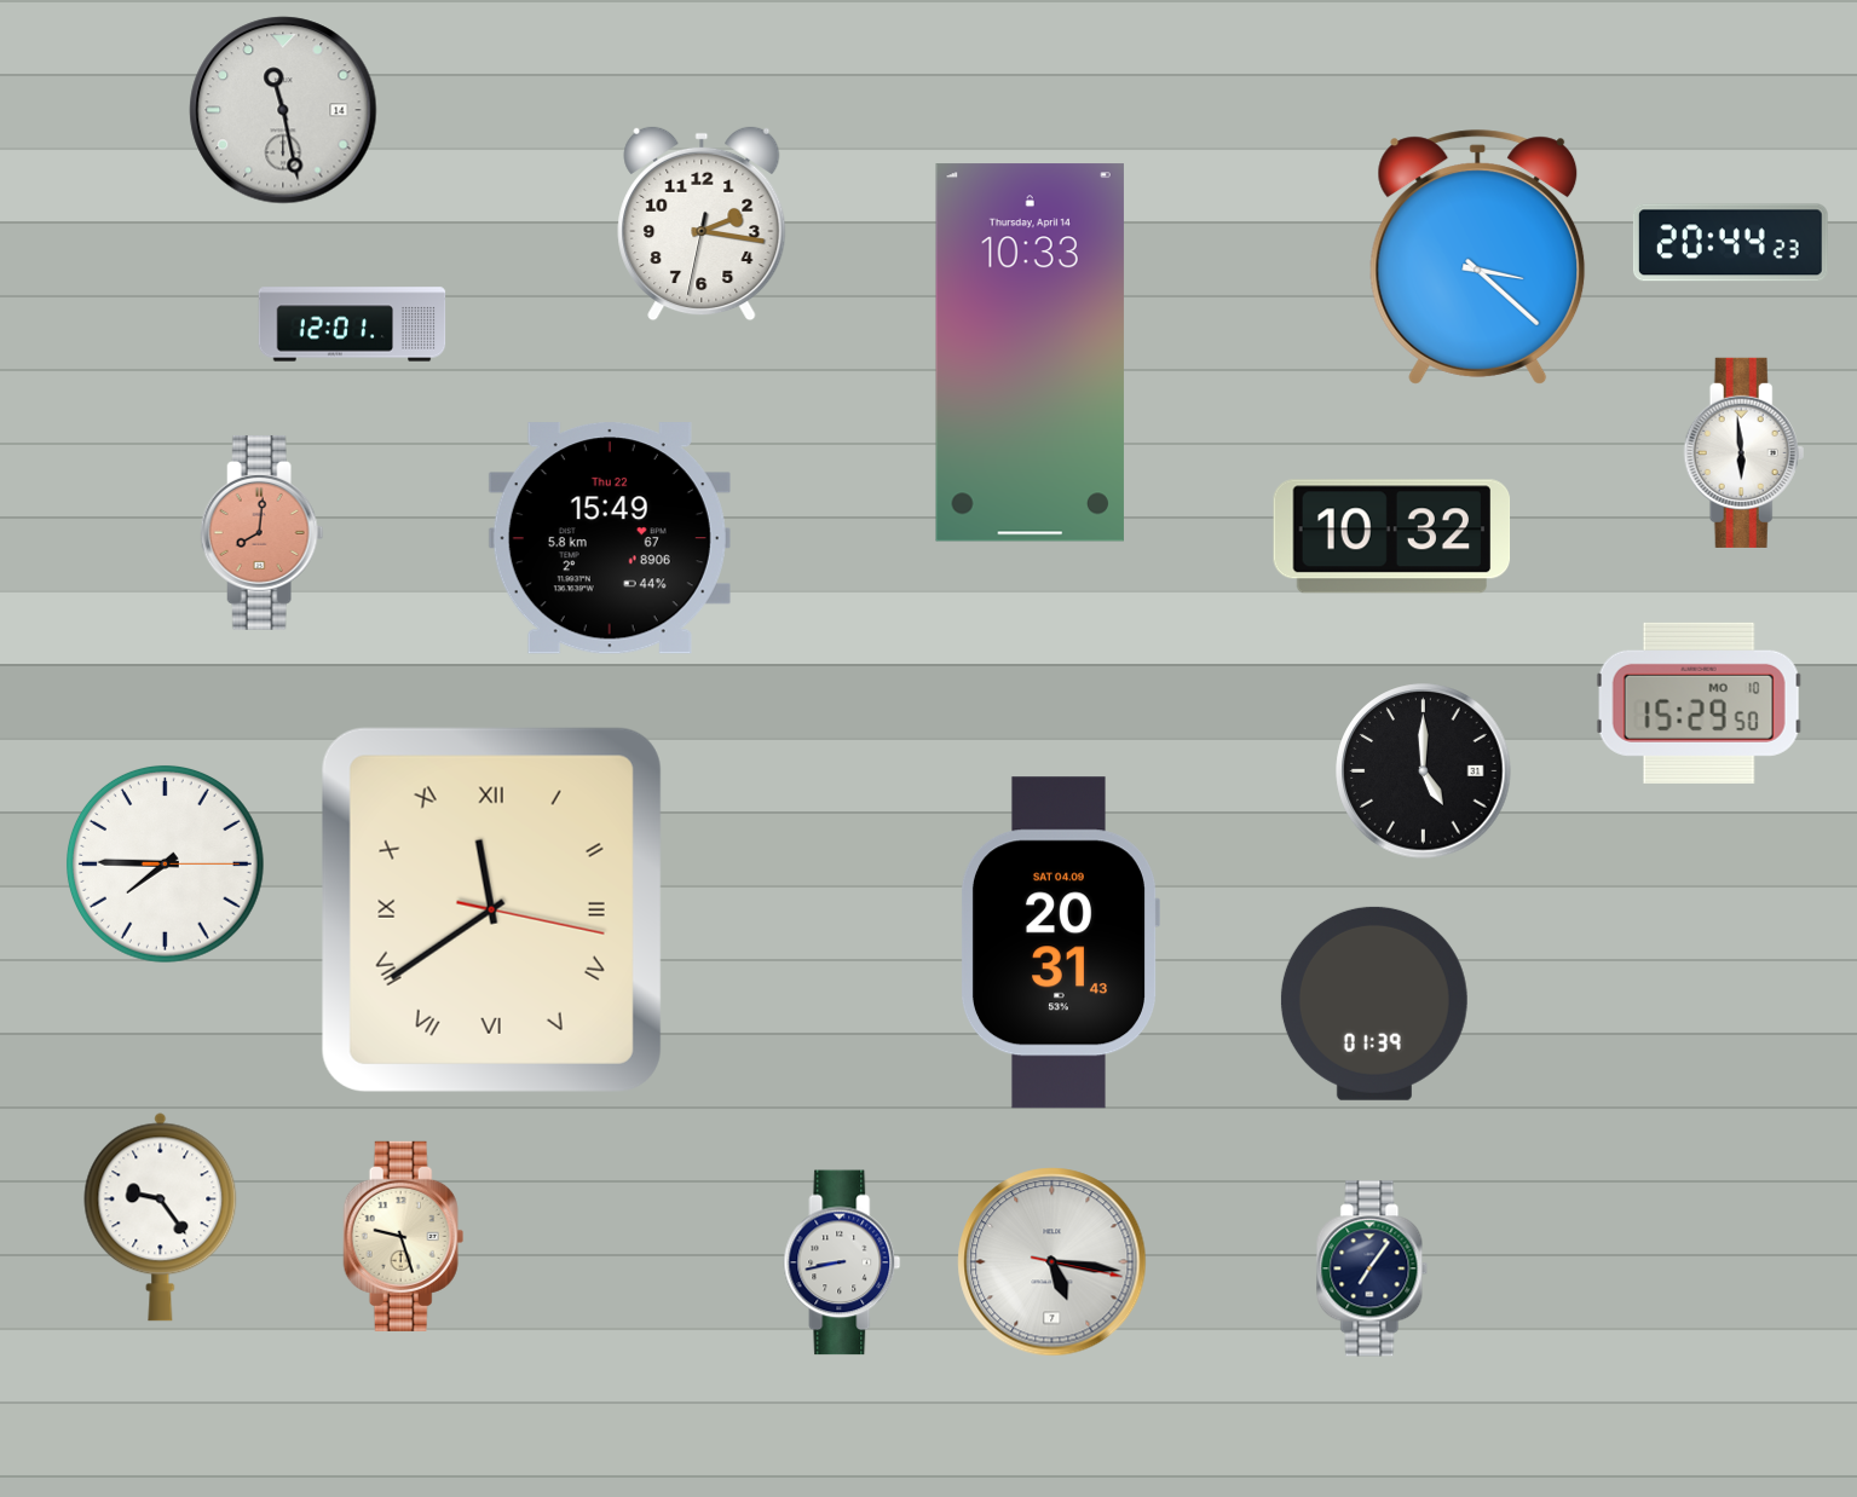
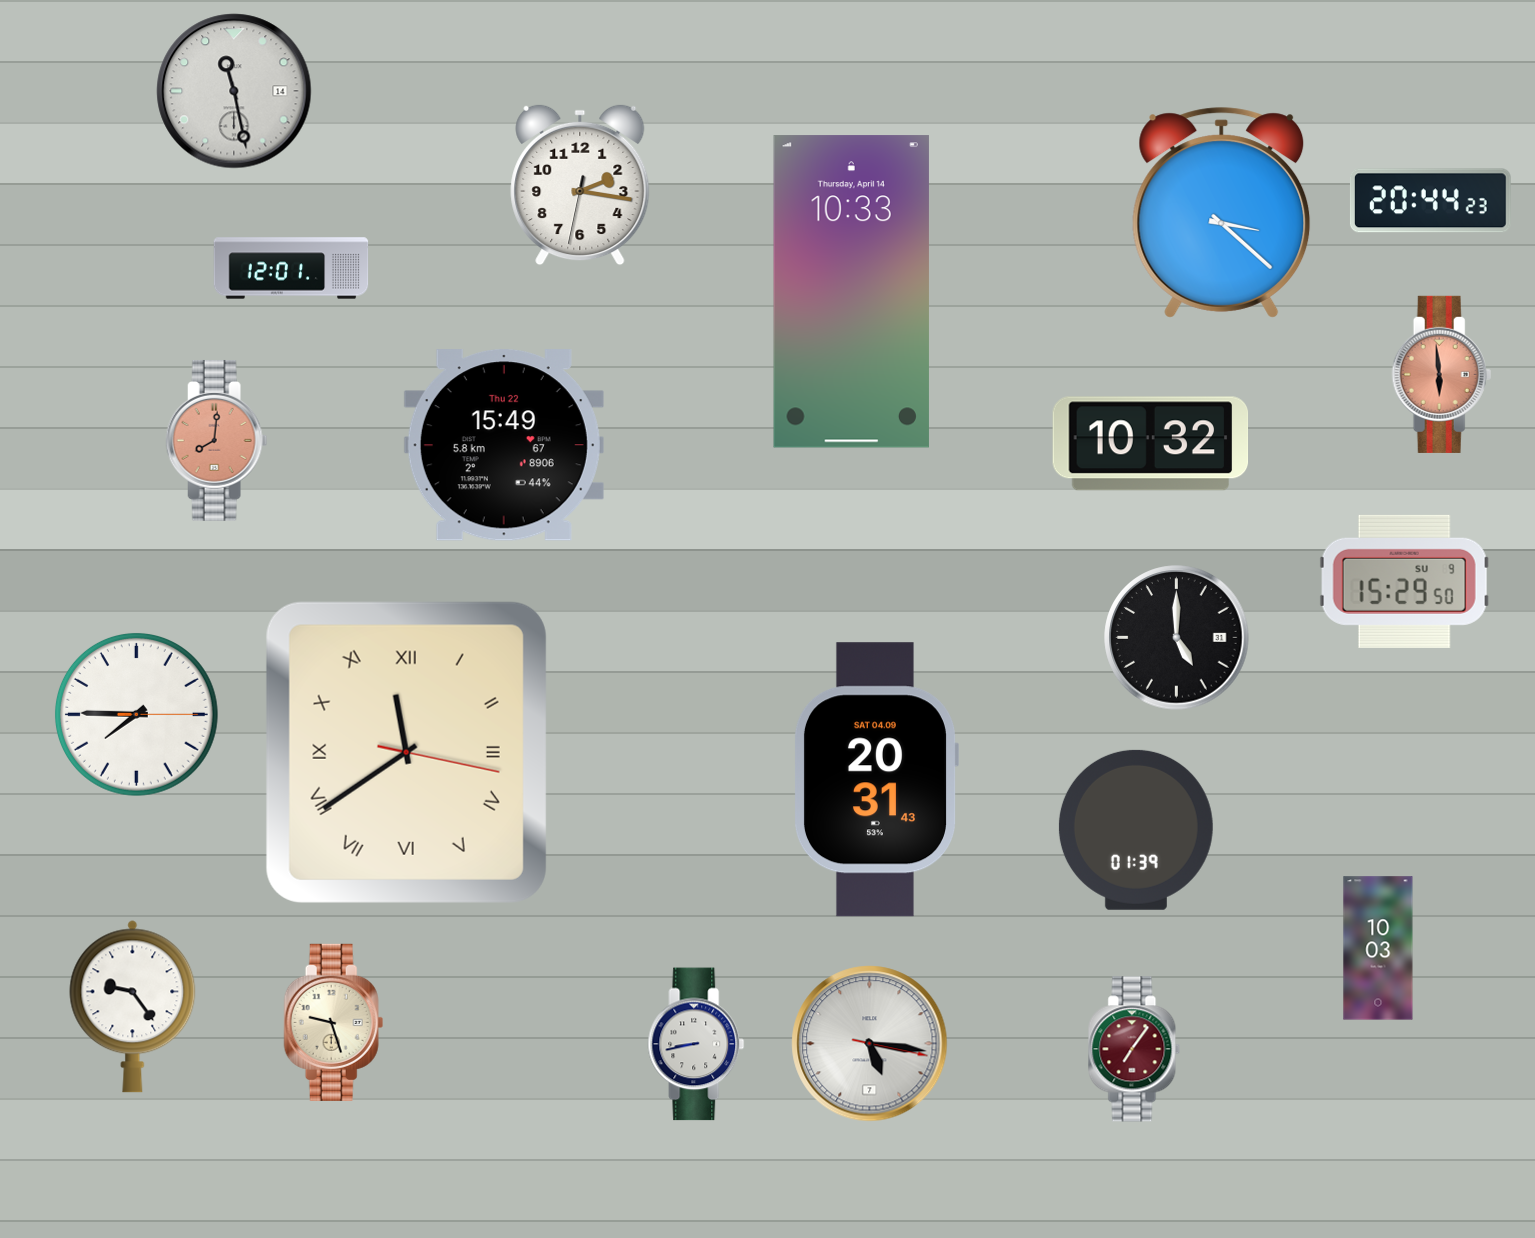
clock at (1744, 452) dial: white -> salmon
clock at (1699, 703) date: MO 10 -> SU 9
clock at (1378, 948): none -> 10:03
clock at (1372, 1268) dial: navy -> burgundy
